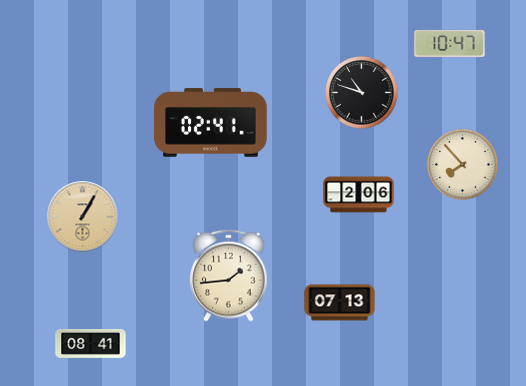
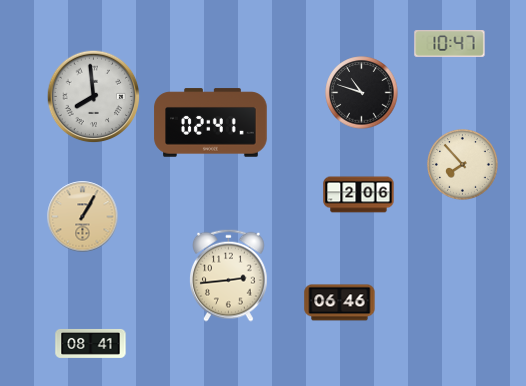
clock at (94, 97): none -> 7:59
clock at (229, 275): 1:44 -> 2:44
clock at (340, 303): 07:13 -> 06:46
